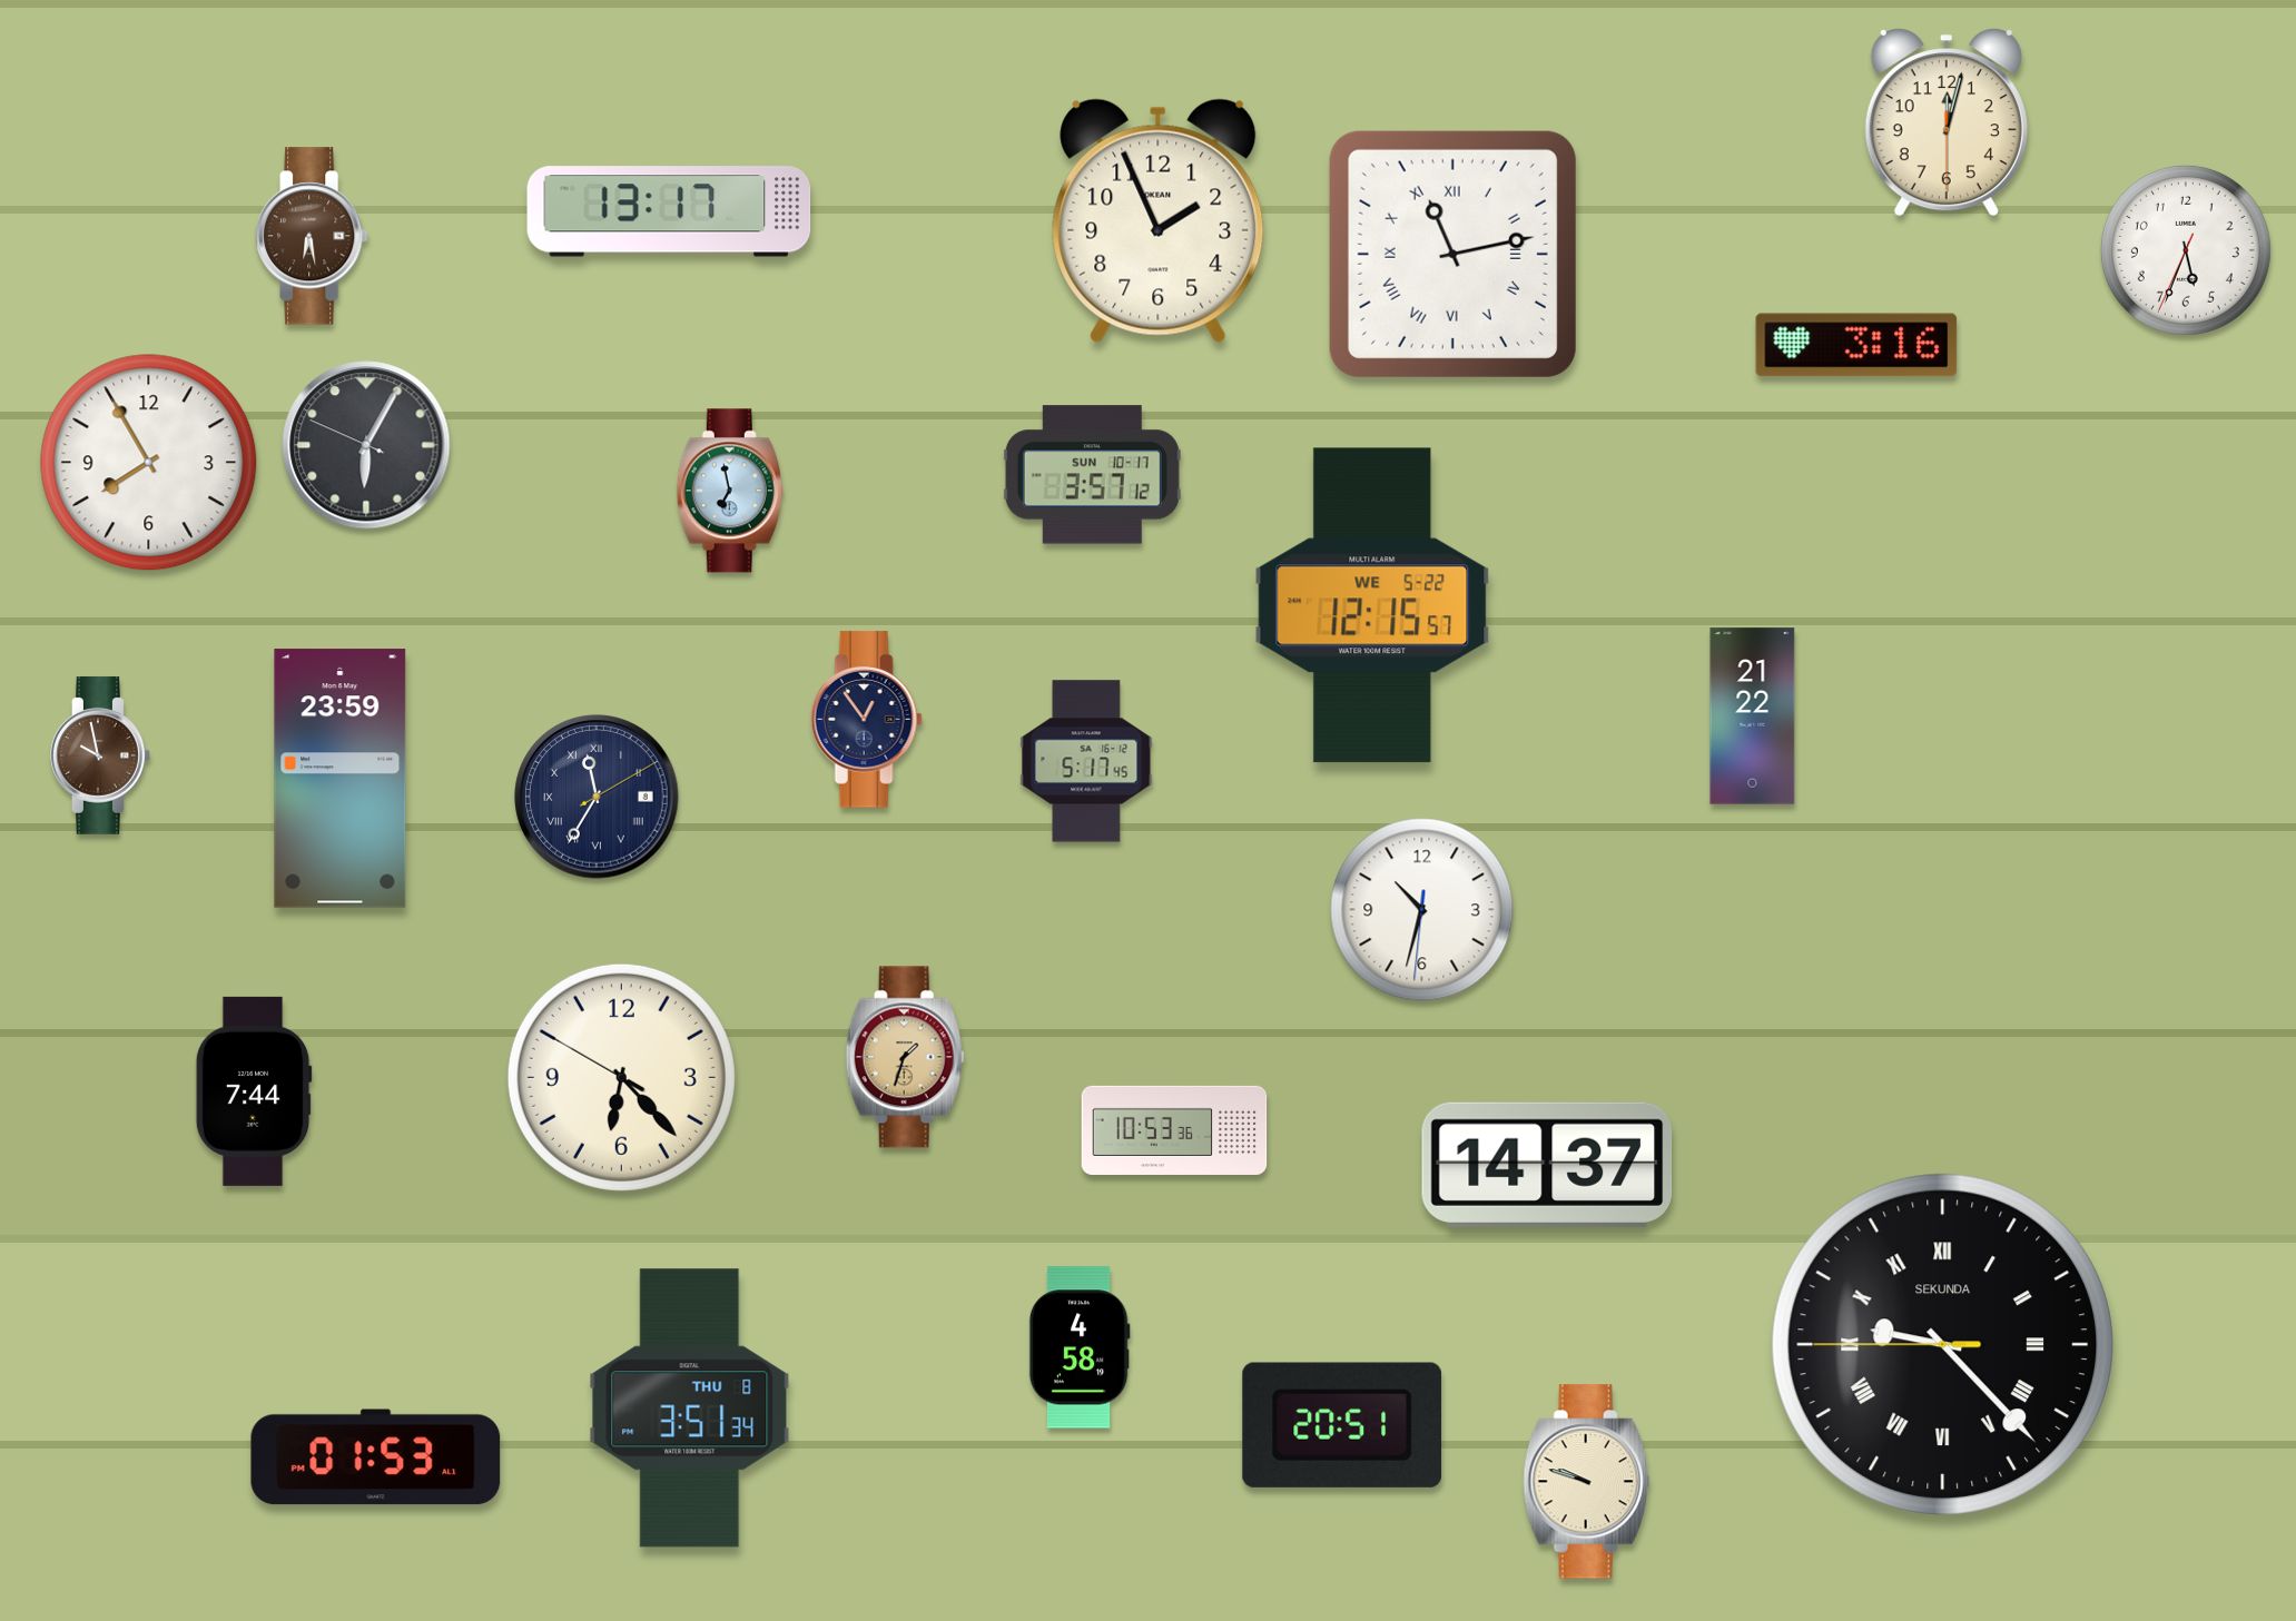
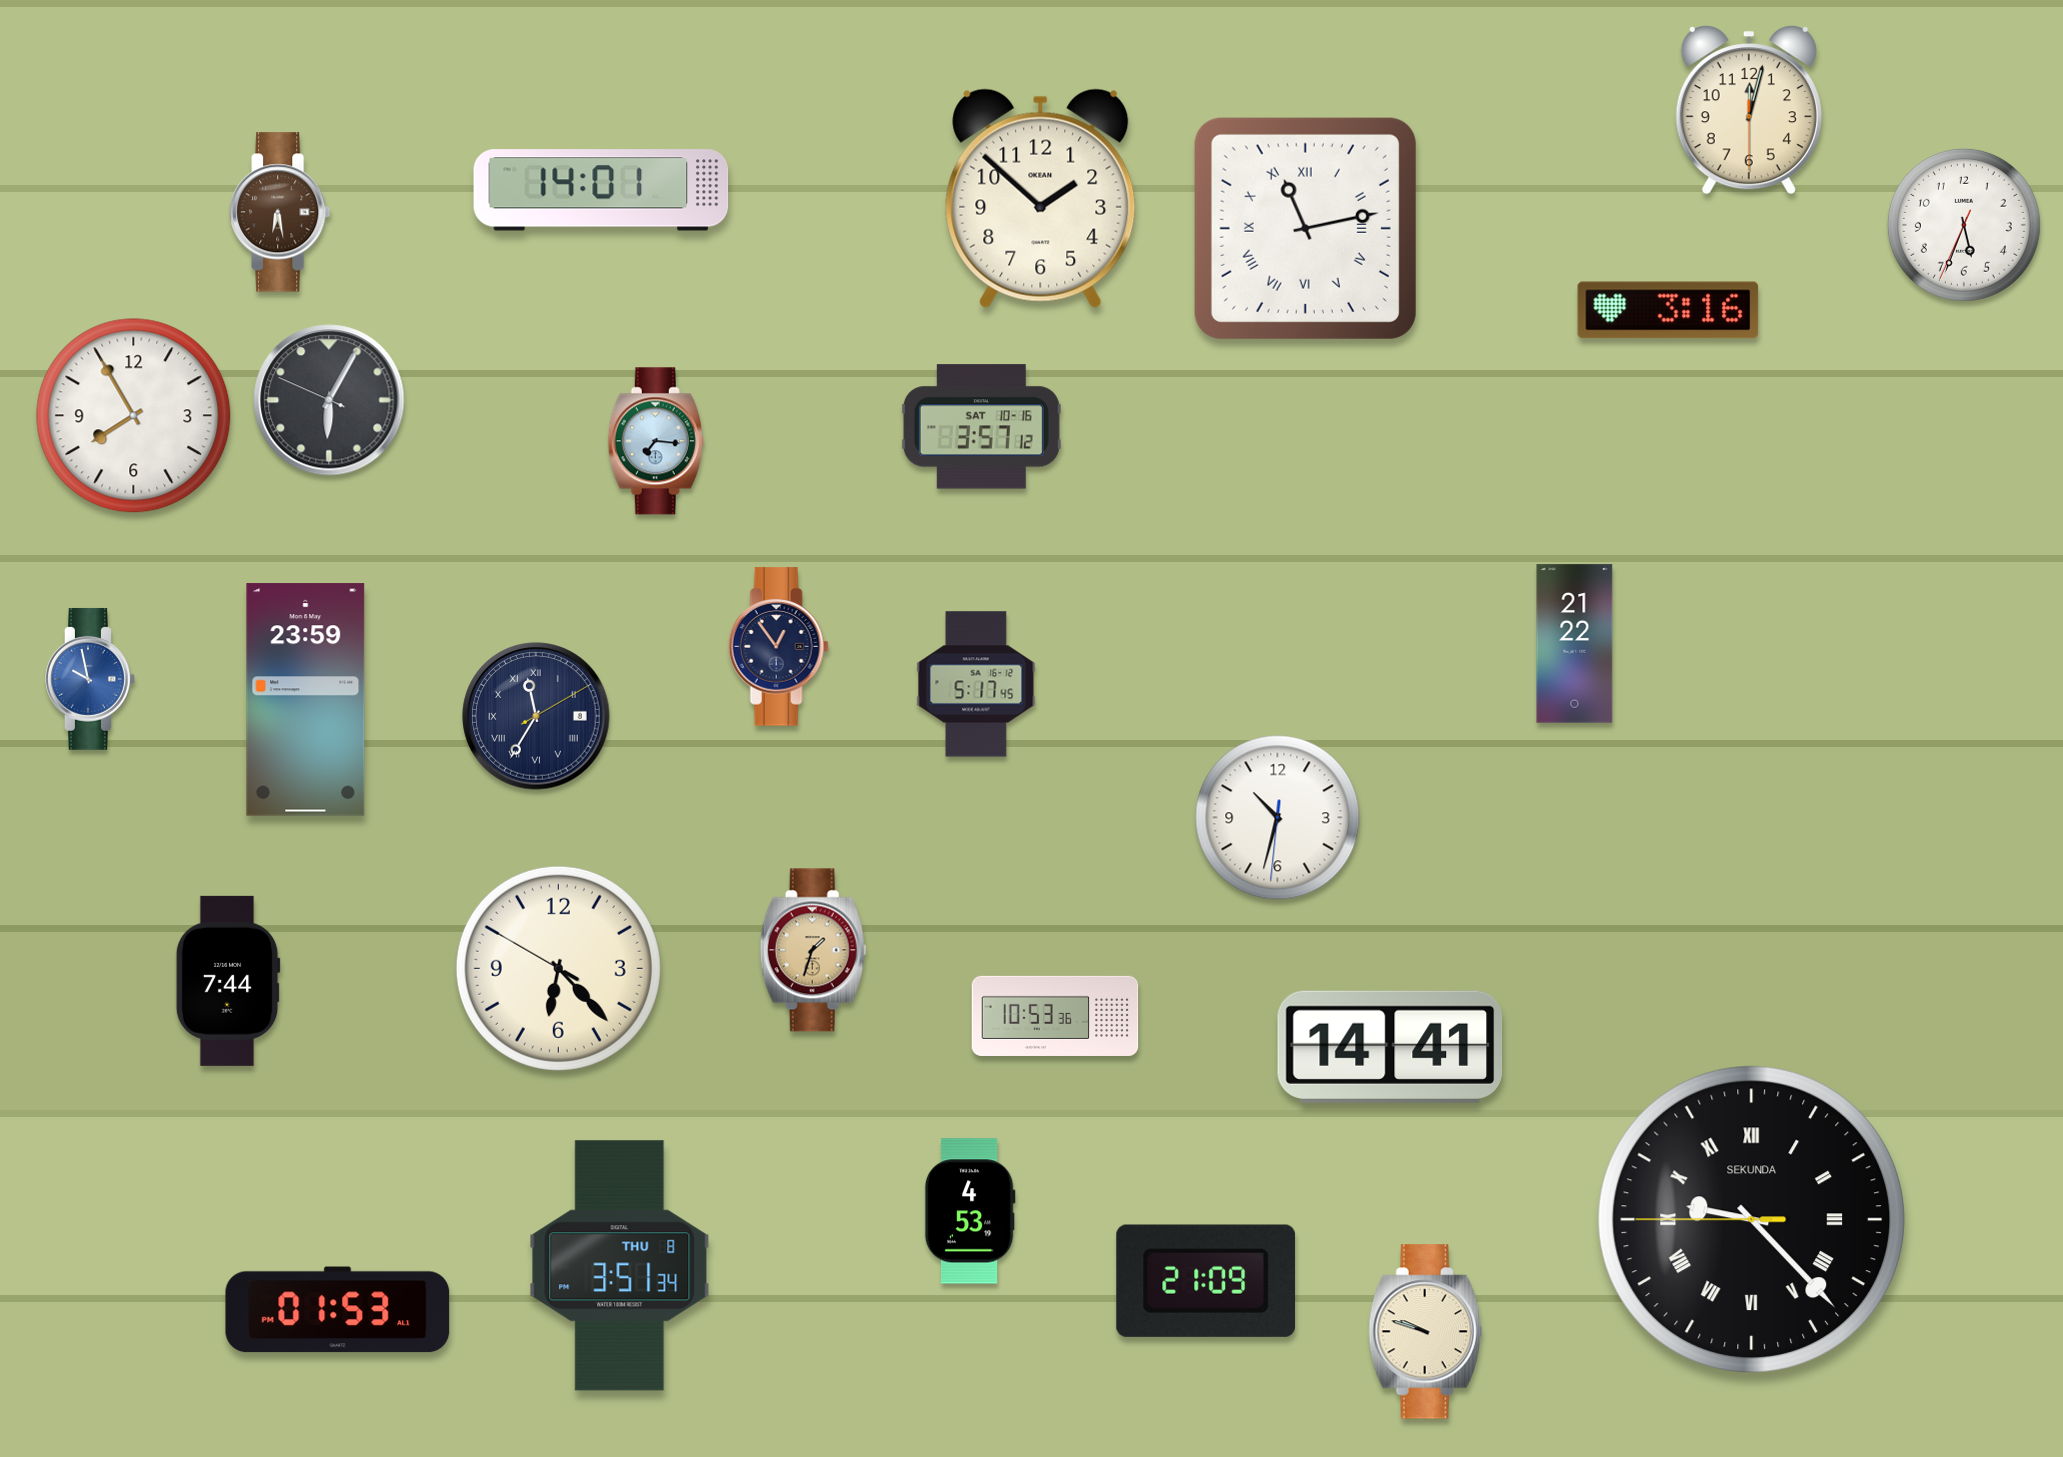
clock at (669, 211): 13:17 -> 14:01
clock at (1159, 220): 1:56 -> 1:52
clock at (1092, 475) date: SUN 10-17 -> SAT 10-16
clock at (730, 491): 6:58 -> 7:16
clock at (1372, 605): 12:15 -> none
clock at (101, 755) dial: brown -> blue
clock at (1547, 1165): 14:37 -> 14:41
clock at (1942, 1344) position: (1942, 1344) -> (1751, 1219)
clock at (1080, 1347): 4:58 -> 4:53
clock at (1342, 1425): 20:51 -> 21:09
